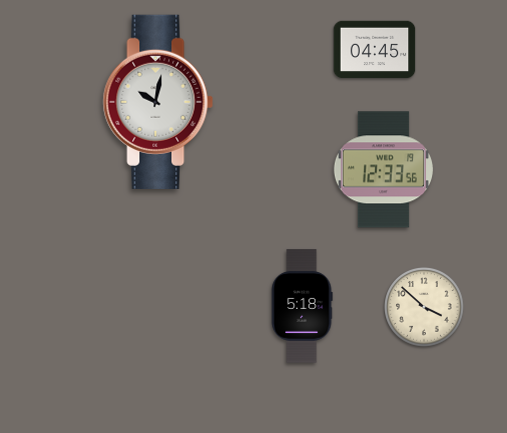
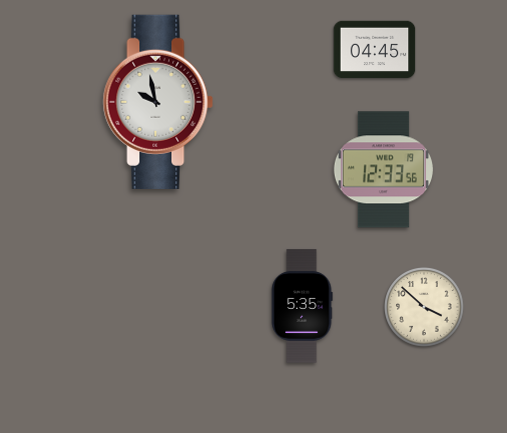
clock at (158, 102): 10:02 -> 9:58
clock at (302, 306): 5:18 -> 5:35
